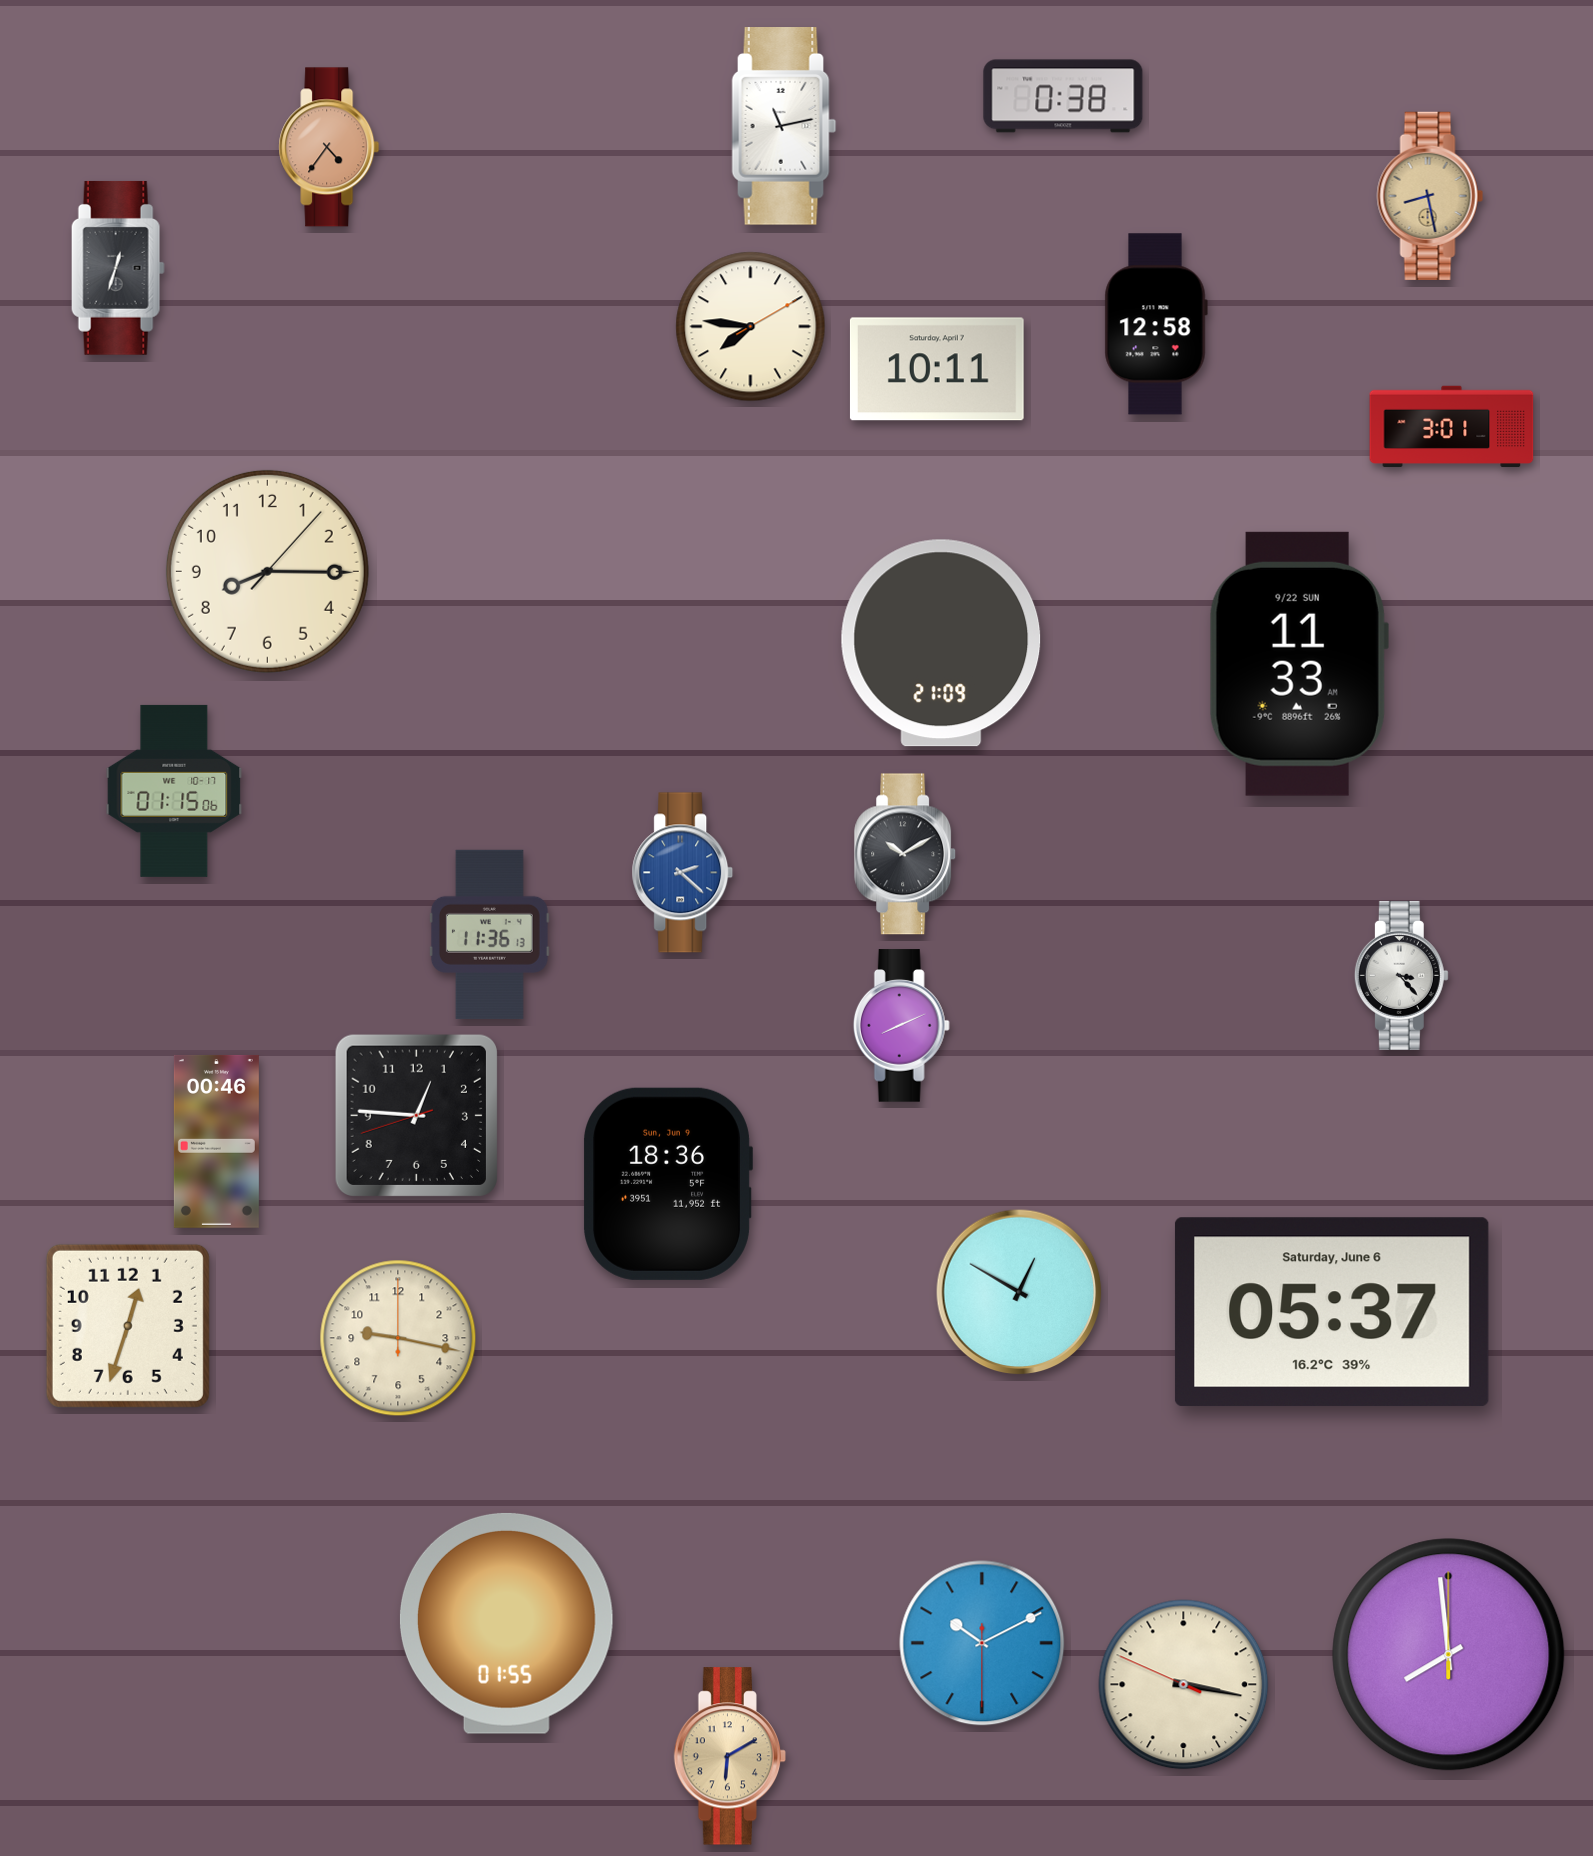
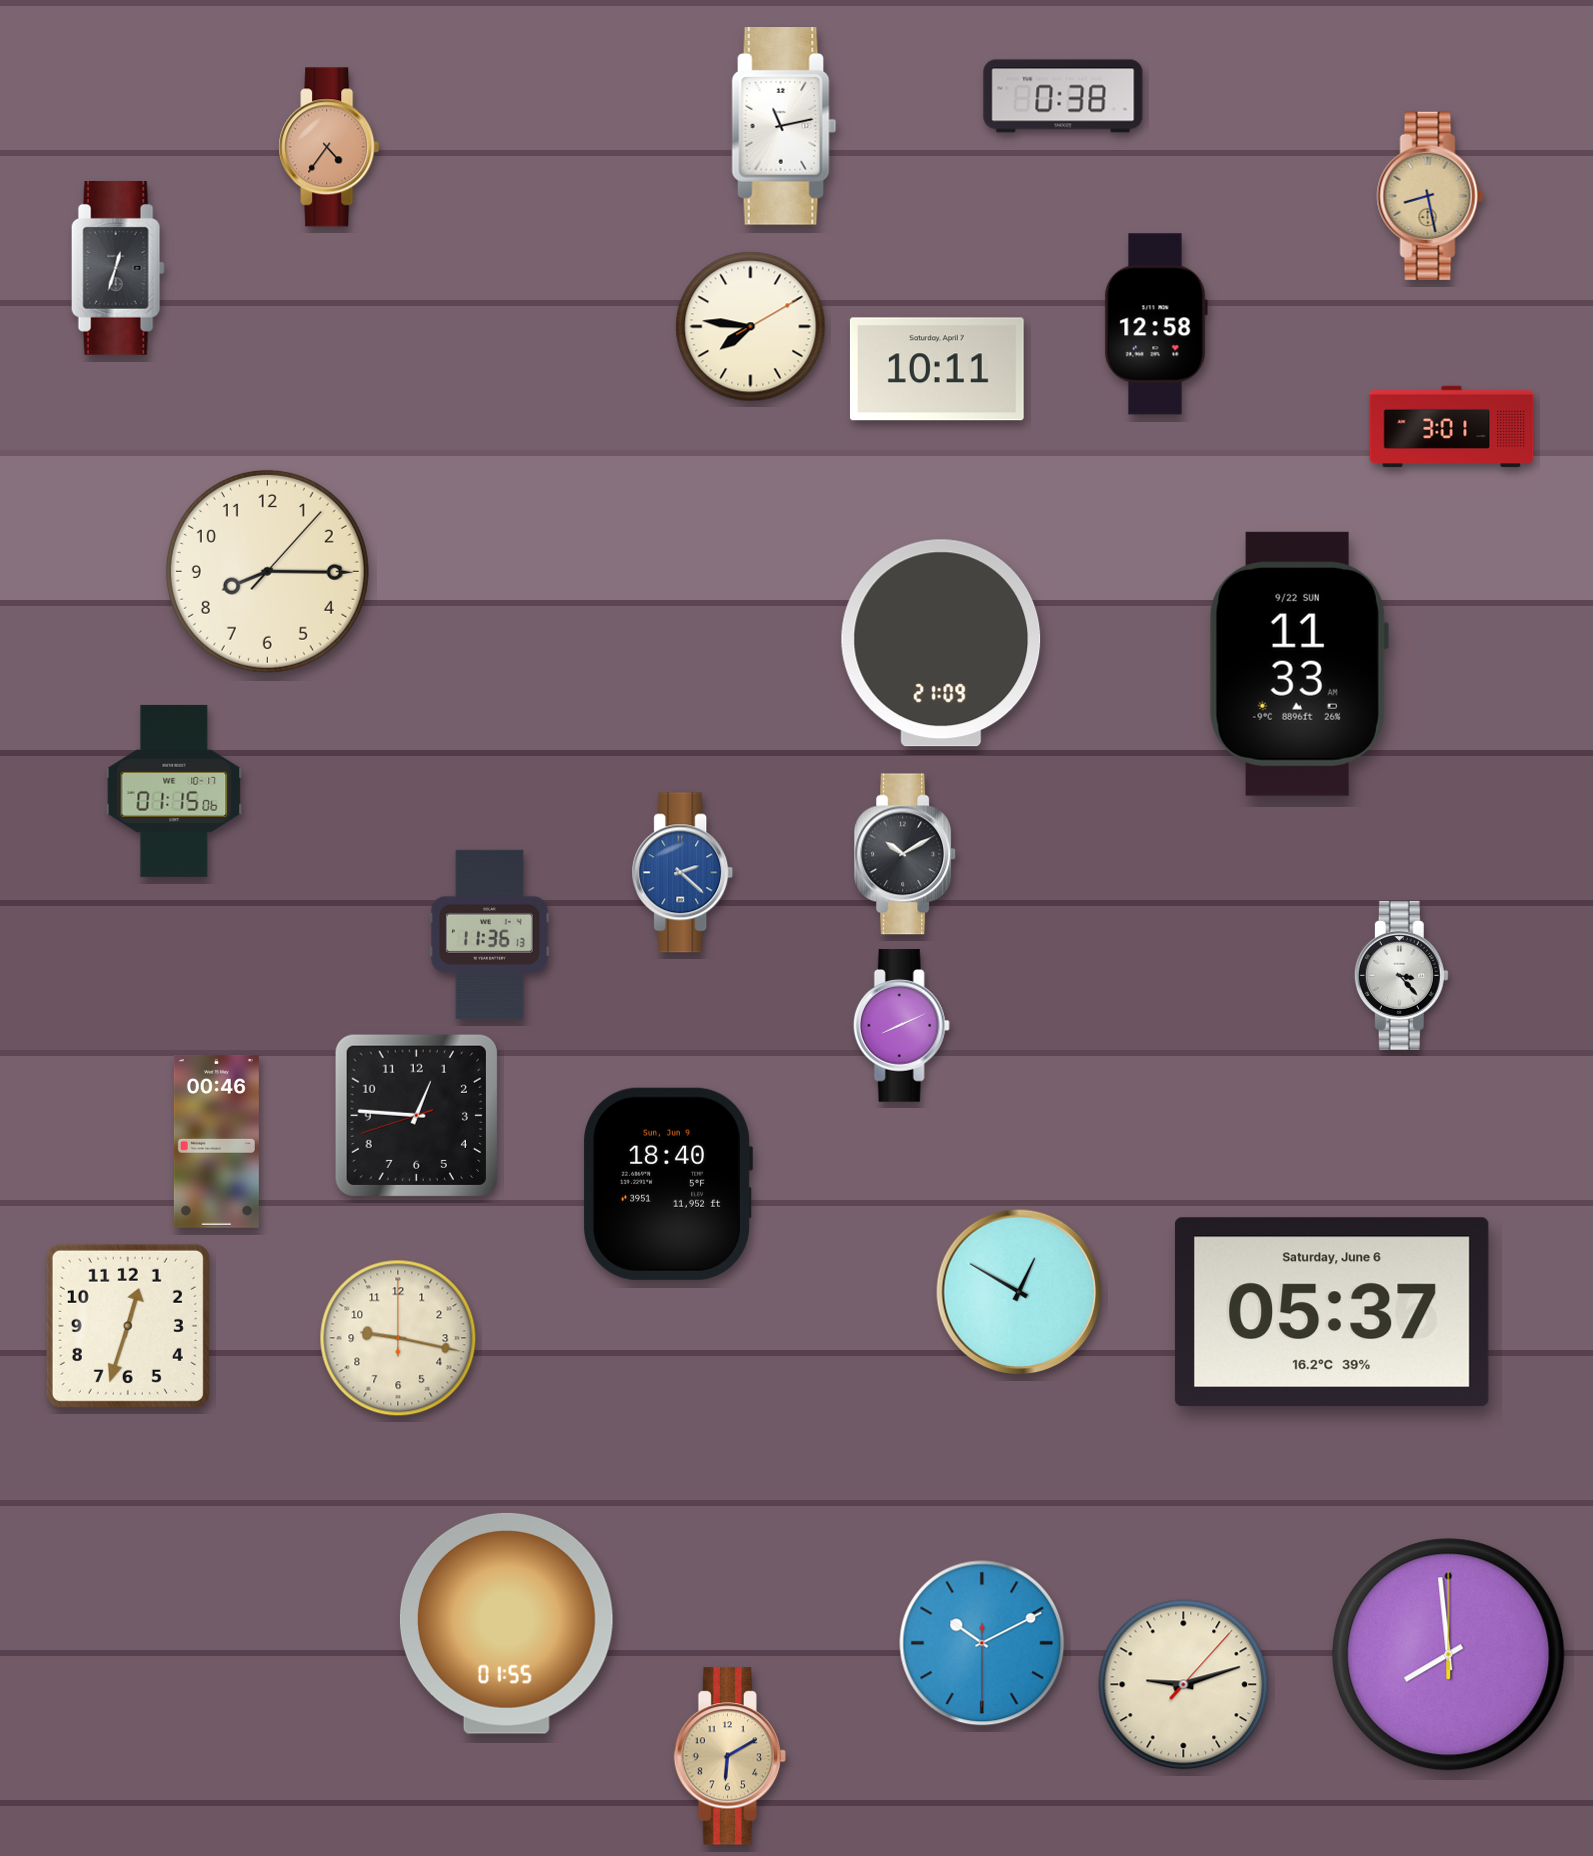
clock at (668, 1184): 18:36 -> 18:40
clock at (1184, 1685): 3:16 -> 9:12
